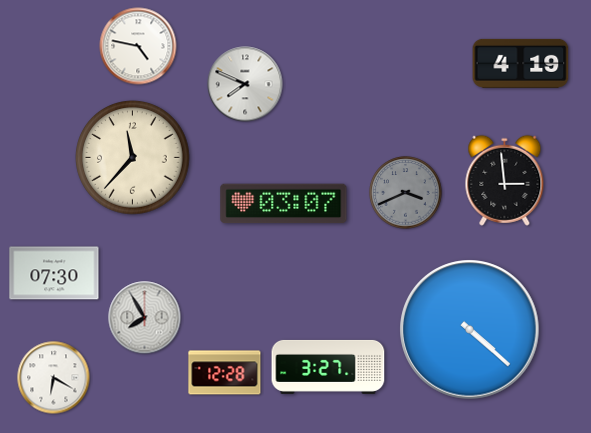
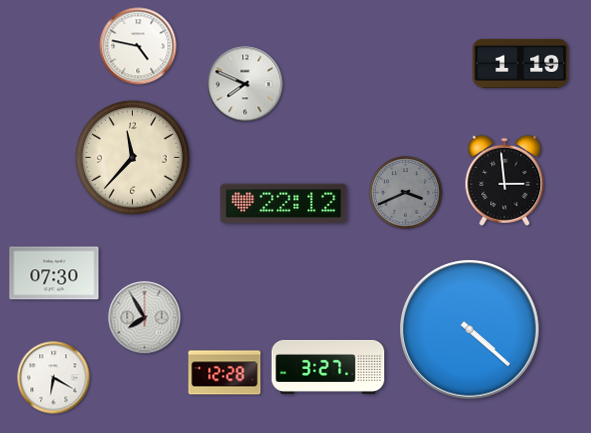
clock at (521, 63): 4:19 -> 1:19
clock at (284, 204): 03:07 -> 22:12
